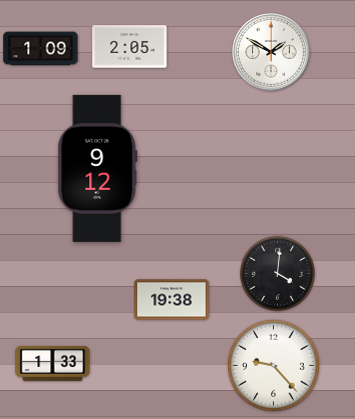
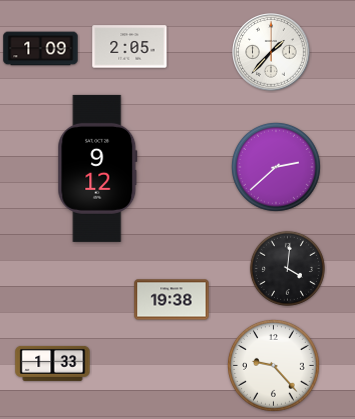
clock at (271, 52): 1:50 -> 1:37
clock at (276, 167): none -> 2:38
clock at (277, 273) position: (277, 273) -> (287, 268)
